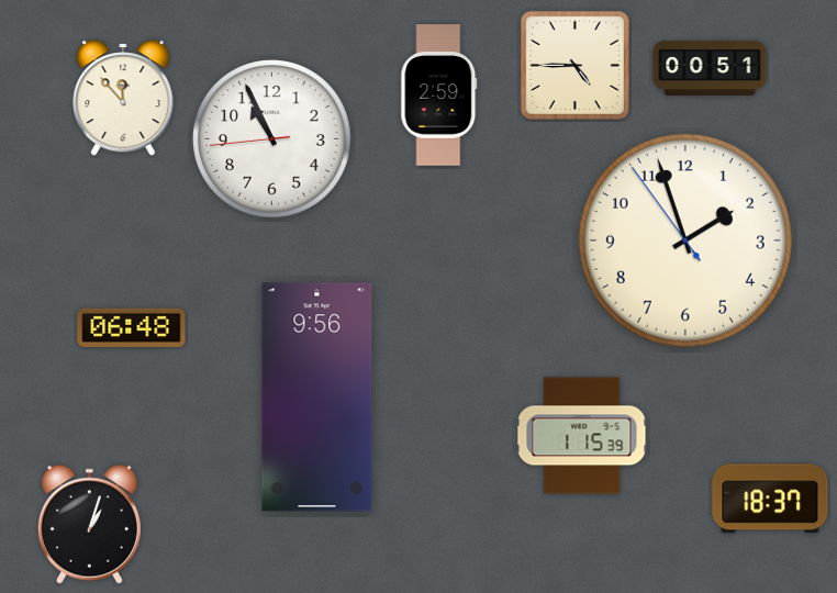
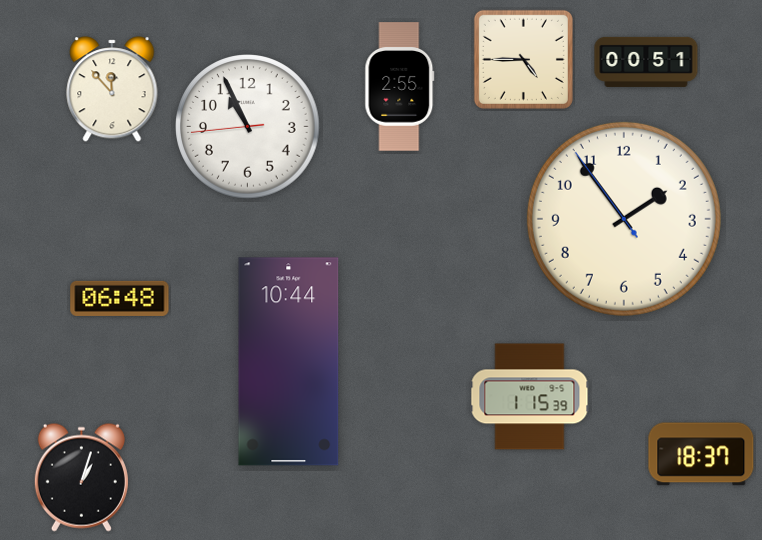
clock at (439, 96): 2:59 -> 2:55
clock at (685, 240): 1:56 -> 1:53
clock at (317, 398): 9:56 -> 10:44
